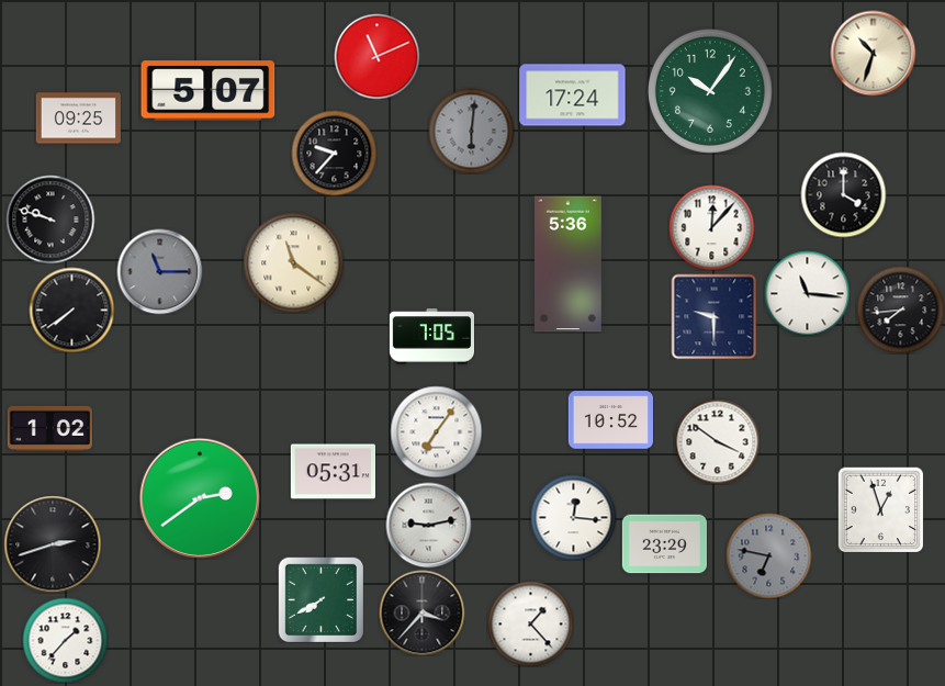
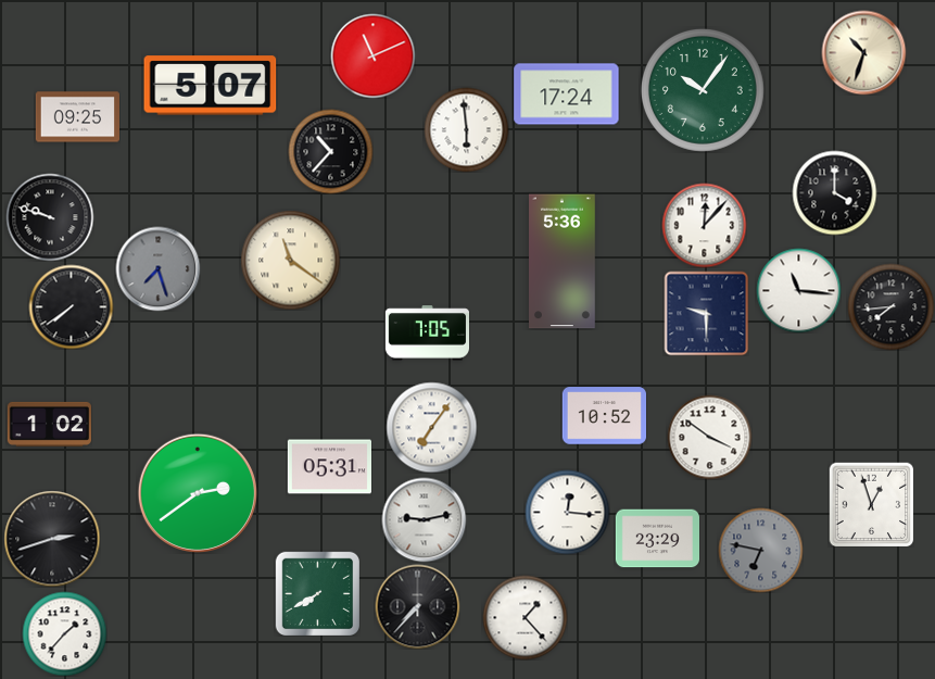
clock at (209, 91) position: (209, 91) -> (211, 86)
clock at (471, 131): 6:01 -> 5:59
clock at (471, 131) dial: grey -> white
clock at (334, 153): 9:37 -> 10:37
clock at (159, 271): 11:15 -> 7:27
clock at (421, 612): 3:37 -> 7:37
